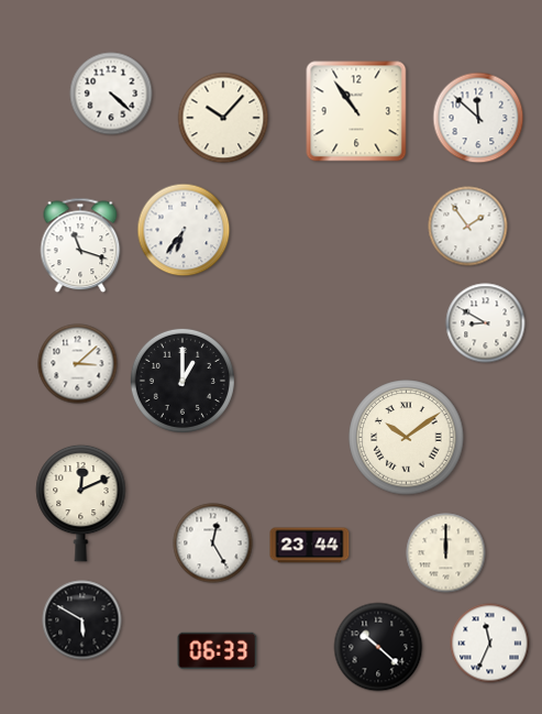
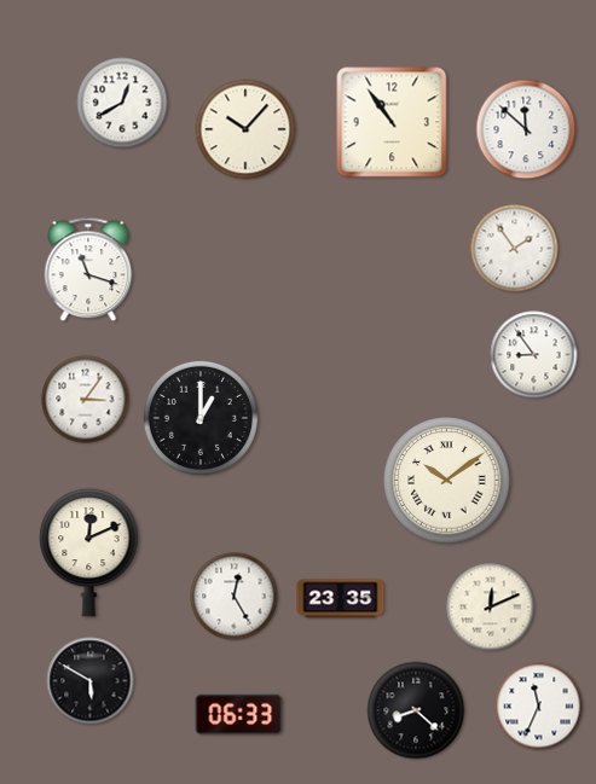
clock at (111, 94): 4:22 -> 12:40
clock at (184, 230): 6:36 -> none
clock at (486, 323): 8:50 -> 8:54
clock at (78, 364): 3:08 -> 3:06
clock at (310, 546): 23:44 -> 23:35
clock at (446, 553): 12:00 -> 12:11
clock at (378, 647): 10:22 -> 8:22
